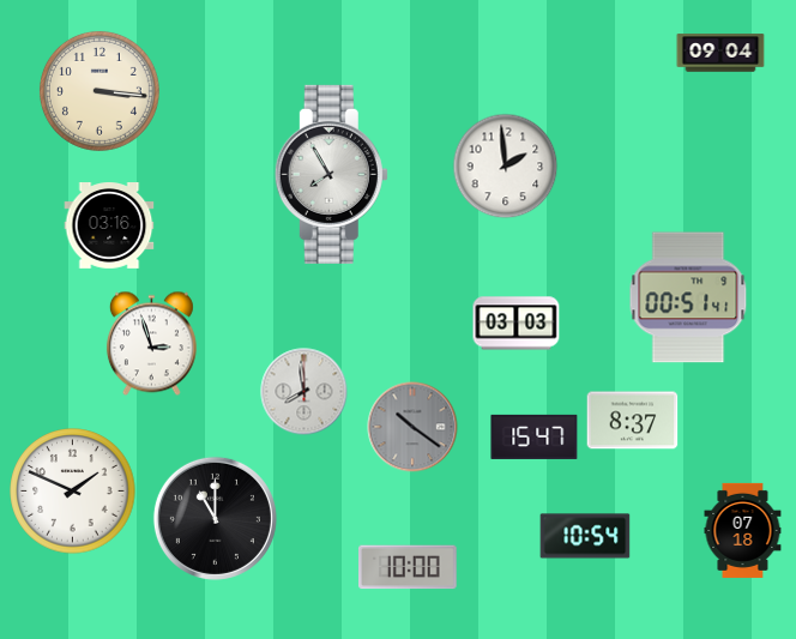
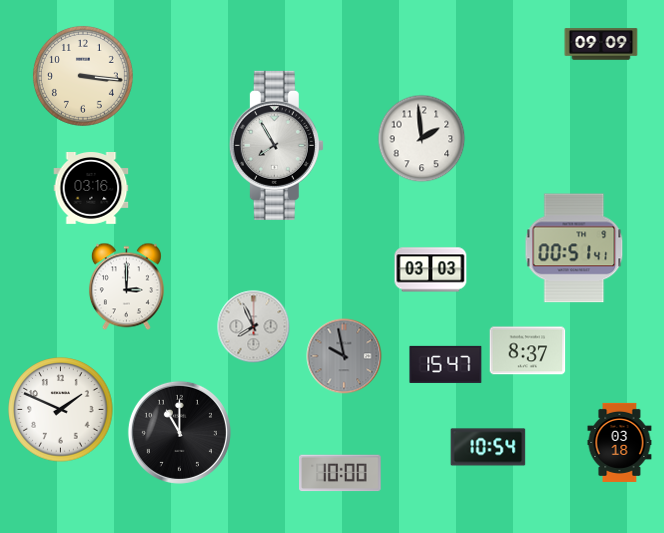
clock at (720, 53): 09:04 -> 09:09
clock at (151, 344): 2:57 -> 3:00
clock at (304, 392): 7:59 -> 7:56
clock at (412, 427): 10:21 -> 9:58
clock at (743, 530): 07:18 -> 03:18
